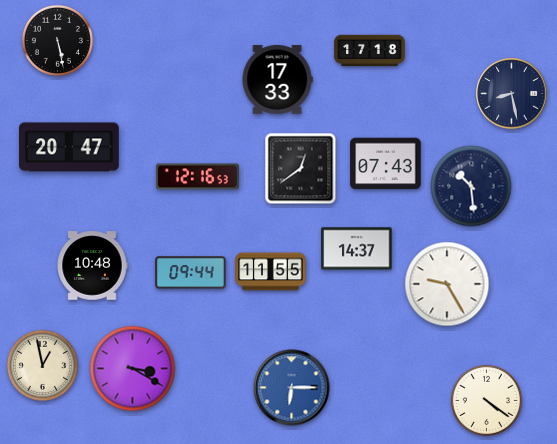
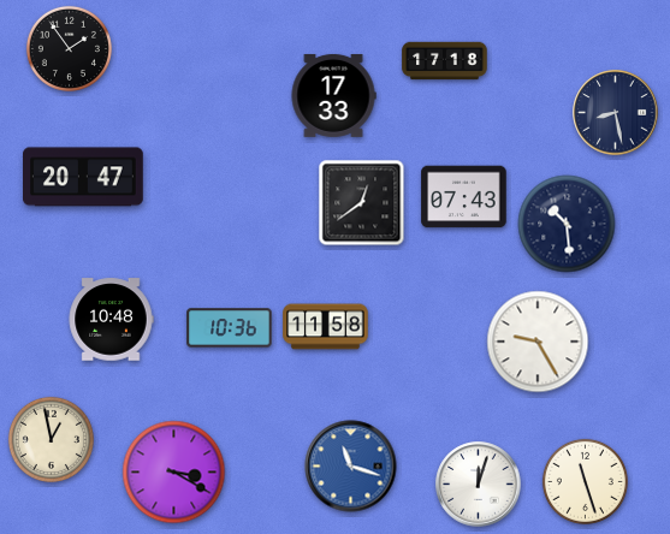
clock at (57, 40): 5:28 -> 1:54
clock at (197, 177): 12:16 -> none
clock at (357, 249): 14:37 -> none
clock at (271, 272): 11:55 -> 11:58
clock at (191, 273): 09:44 -> 10:36
clock at (133, 369) position: (133, 369) -> (174, 473)
clock at (292, 388): 6:15 -> 11:18
clock at (486, 400): 4:21 -> 11:27
clock at (479, 485): none -> 12:03
